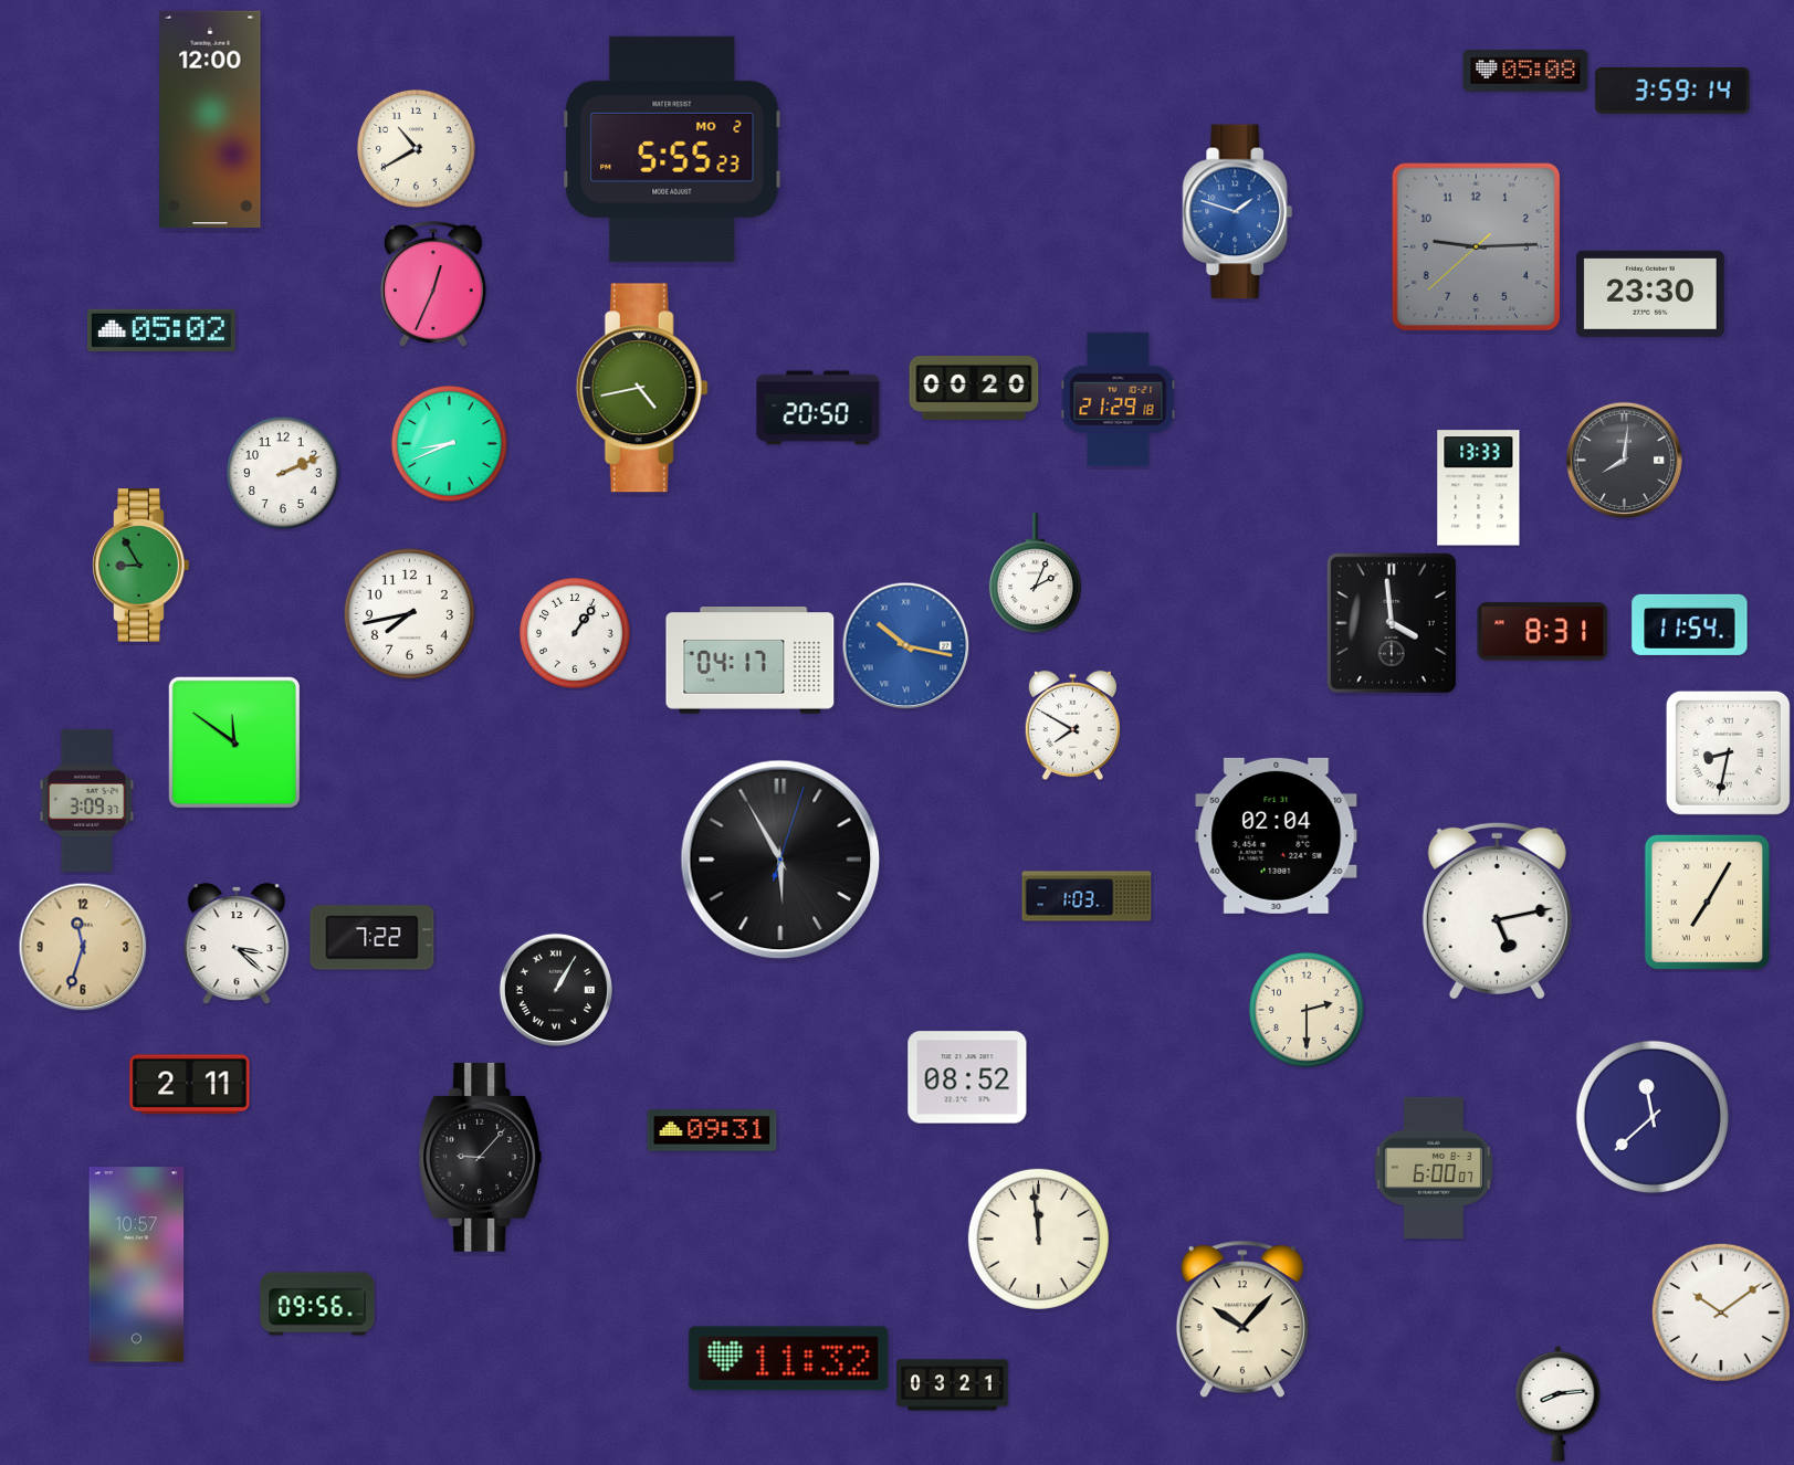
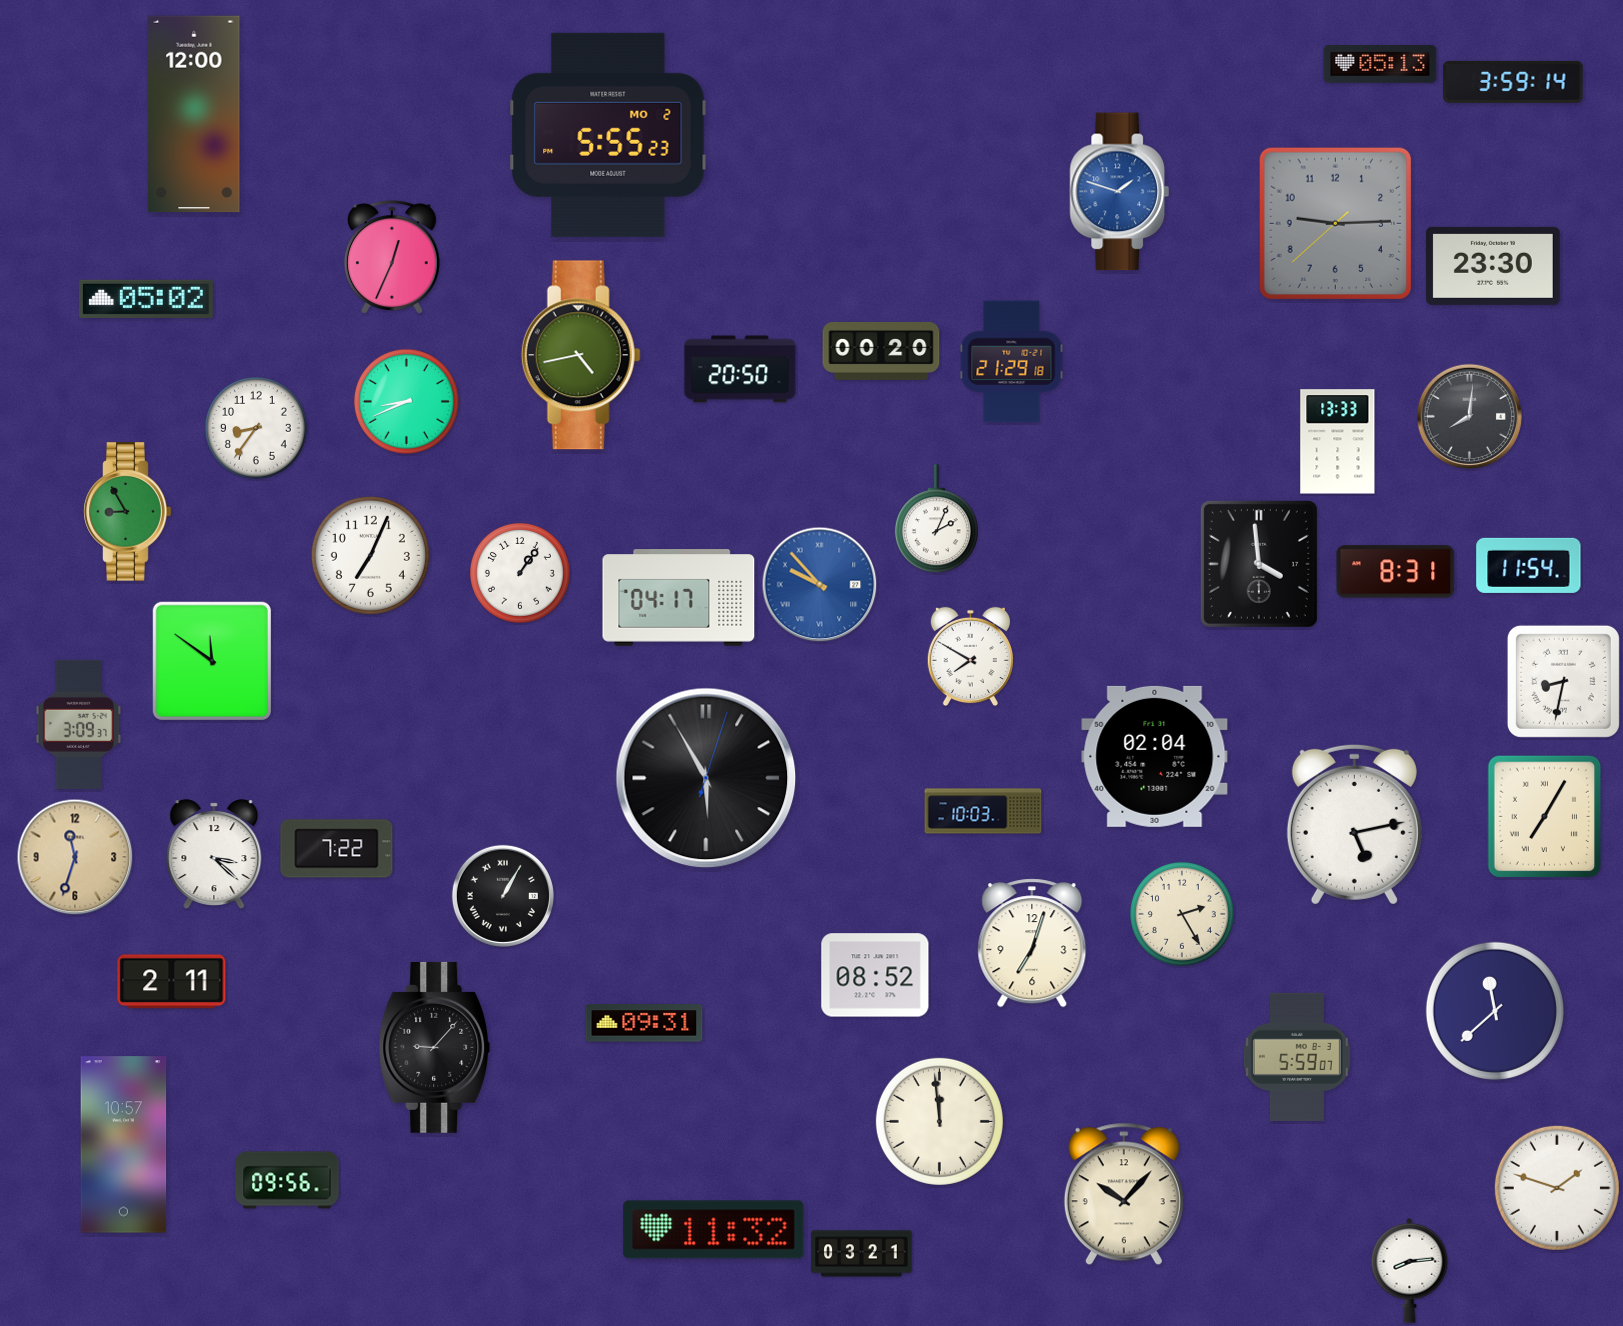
clock at (1525, 72): 05:08 -> 05:13
clock at (210, 119) position: (210, 119) -> (194, 114)
clock at (416, 148): 10:40 -> none
clock at (642, 388) position: (642, 388) -> (581, 355)
clock at (283, 473): 2:11 -> 8:36
clock at (409, 613): 7:43 -> 7:04
clock at (906, 646): 10:17 -> 9:53
clock at (234, 742) position: (234, 742) -> (212, 661)
clock at (1087, 896): 1:03 -> 10:03
clock at (1307, 1010): 2:30 -> 2:25
clock at (1032, 943): none -> 7:03
clock at (1434, 1168): 6:00 -> 5:59
clock at (1721, 1313): 10:09 -> 1:48
